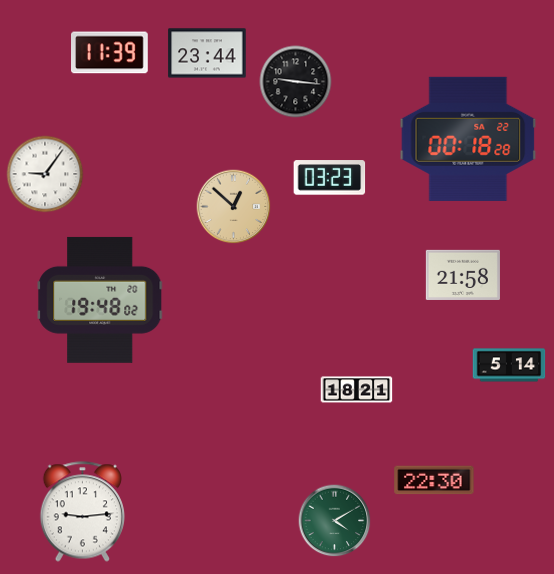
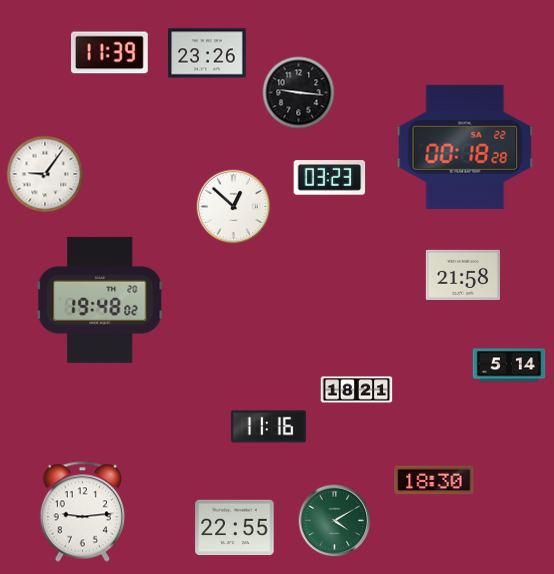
clock at (207, 53): 23:44 -> 23:26
clock at (296, 82) position: (296, 82) -> (299, 93)
clock at (468, 139) position: (468, 139) -> (465, 147)
clock at (234, 207) dial: champagne -> white
clock at (268, 427): none -> 11:16
clock at (434, 480): 22:30 -> 18:30
clock at (235, 528): none -> 22:55
